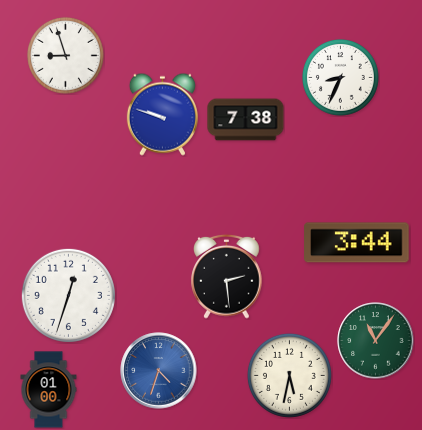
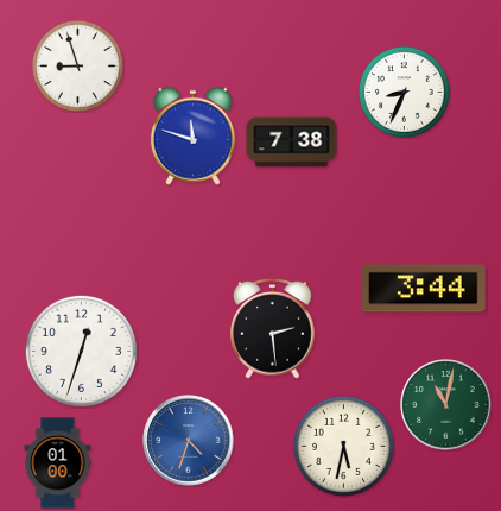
clock at (162, 114): 9:48 -> 11:48
clock at (227, 276) position: (227, 276) -> (273, 328)
clock at (376, 341): 11:06 -> 11:02
